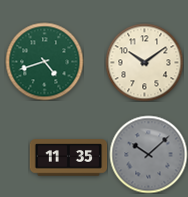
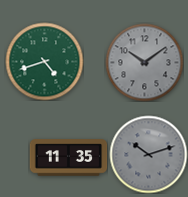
clock at (144, 62) dial: cream -> grey
clock at (148, 154): 10:08 -> 10:12
